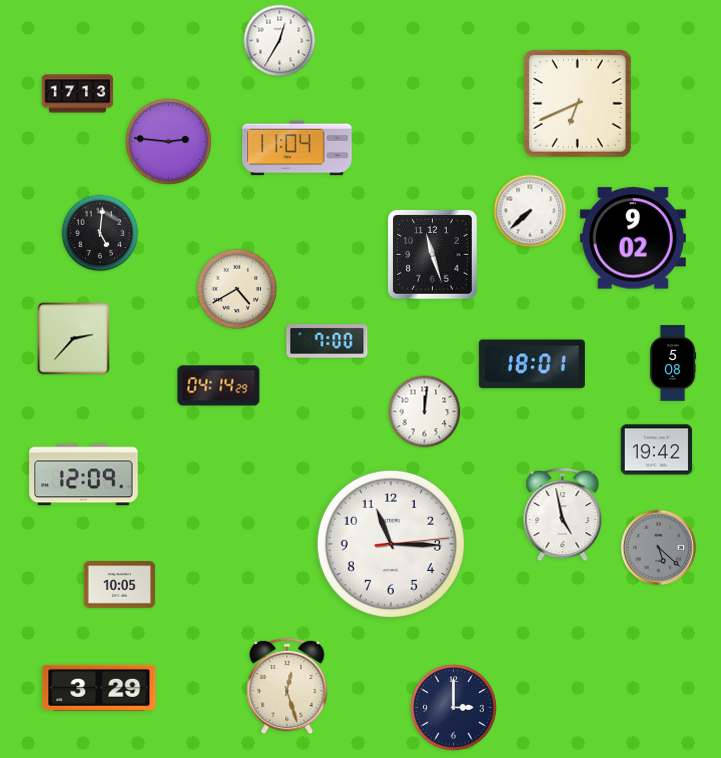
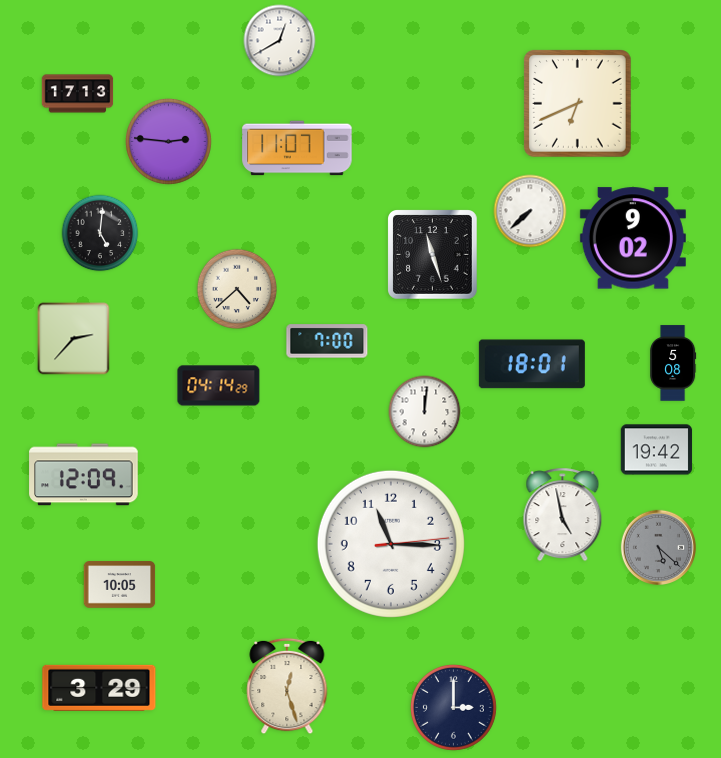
clock at (280, 41): 12:35 -> 12:40
clock at (297, 148): 11:04 -> 11:07
clock at (237, 289): 4:40 -> 4:38
